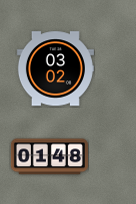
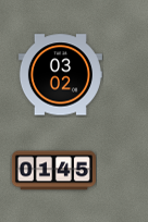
clock at (49, 157): 01:48 -> 01:45
